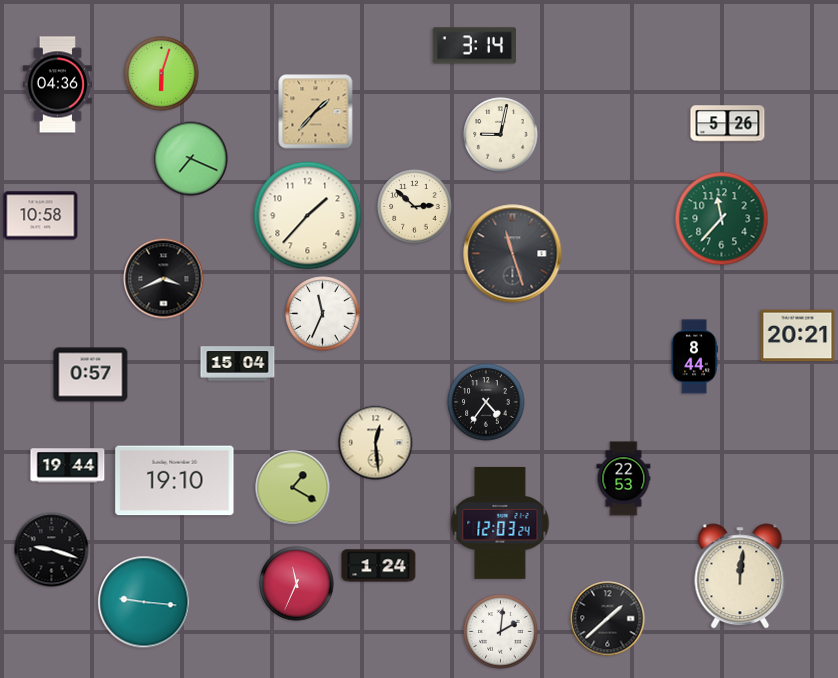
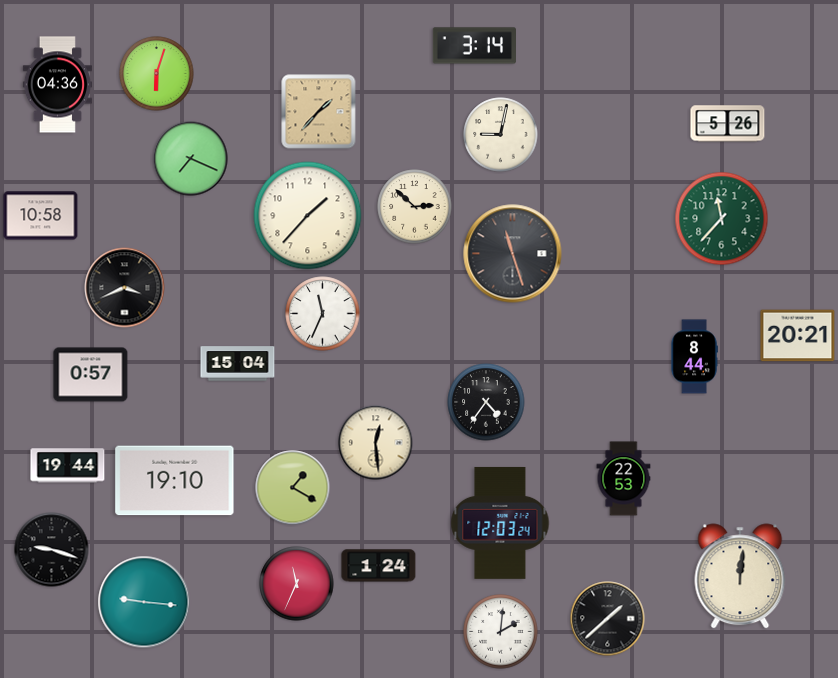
clock at (162, 74) position: (162, 74) -> (157, 74)
clock at (316, 112) position: (316, 112) -> (319, 112)
clock at (164, 279) position: (164, 279) -> (125, 288)
